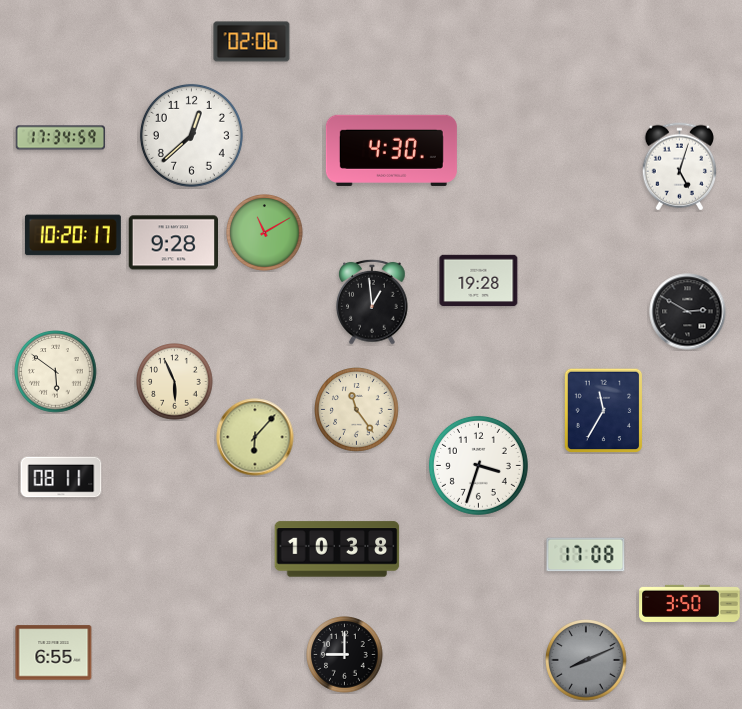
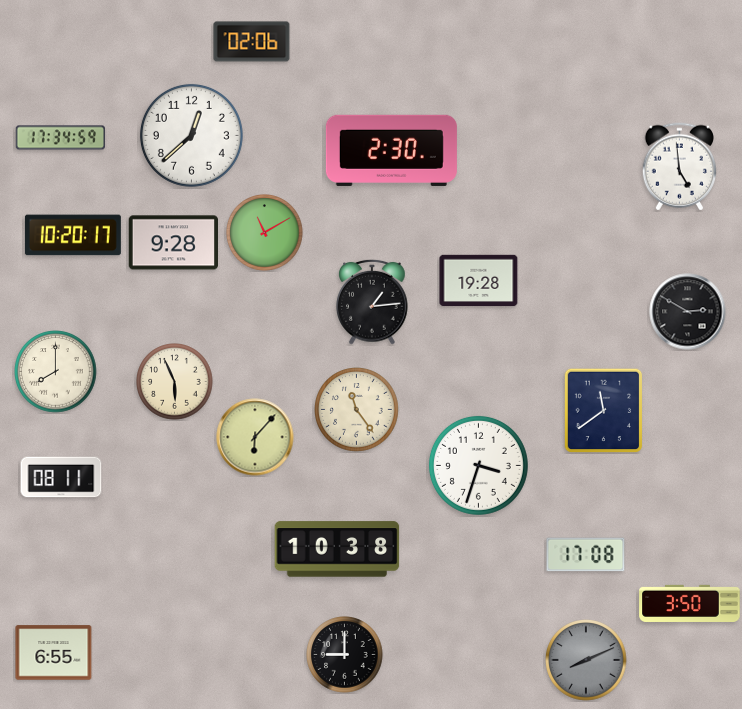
clock at (391, 150): 4:30 -> 2:30
clock at (679, 167): 5:03 -> 4:59
clock at (372, 302): 12:59 -> 1:14
clock at (56, 372): 5:51 -> 8:00
clock at (604, 410): 11:35 -> 11:39
